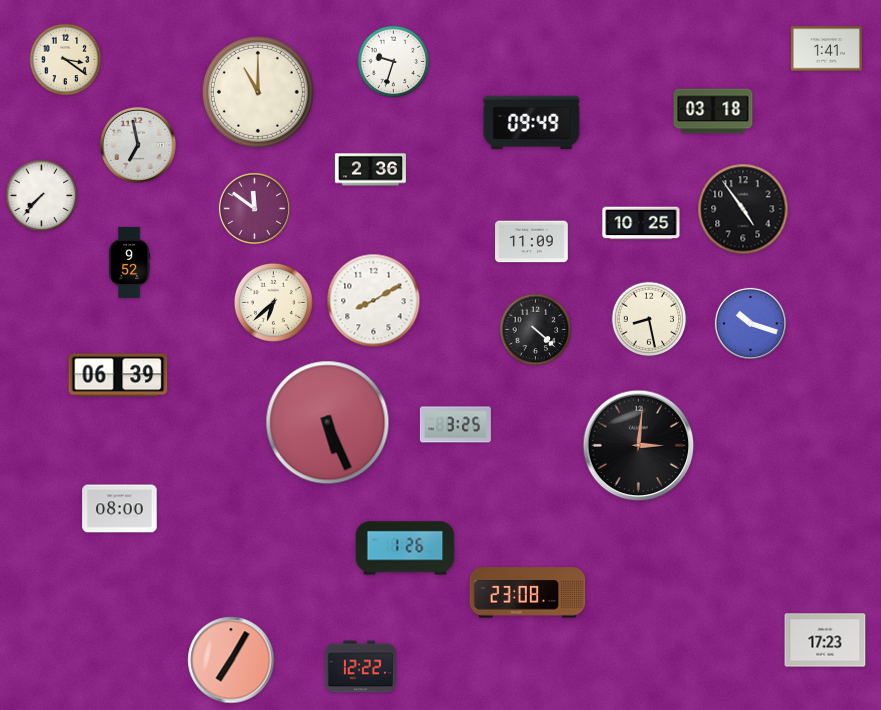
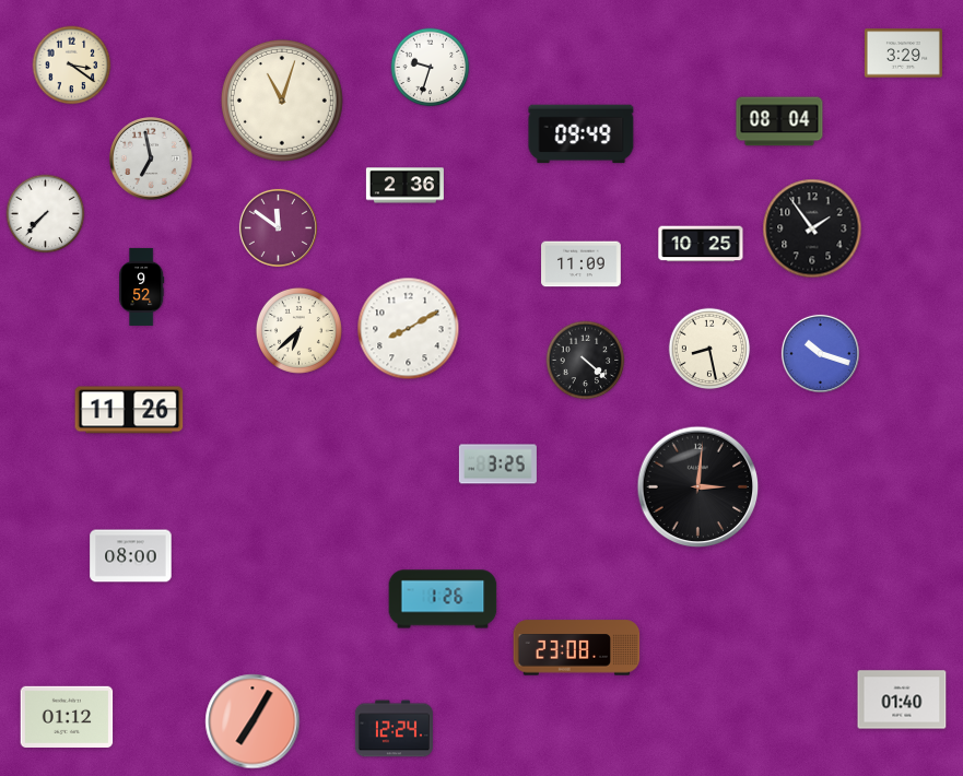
clock at (826, 49): 1:41 -> 3:29
clock at (258, 92): 11:00 -> 11:03
clock at (713, 111): 03:18 -> 08:04
clock at (743, 209): 4:54 -> 1:54
clock at (118, 375): 06:39 -> 11:26
clock at (328, 423): 5:26 -> none
clock at (825, 640): 17:23 -> 01:40
clock at (67, 717): none -> 01:12
clock at (360, 667): 12:22 -> 12:24
